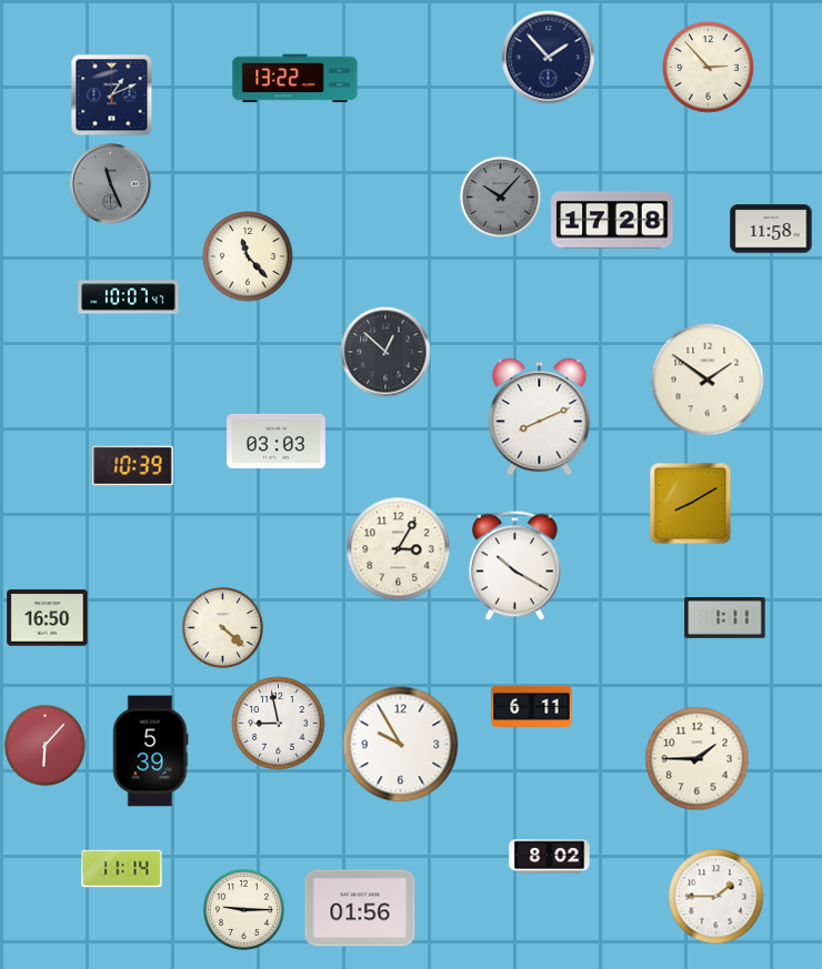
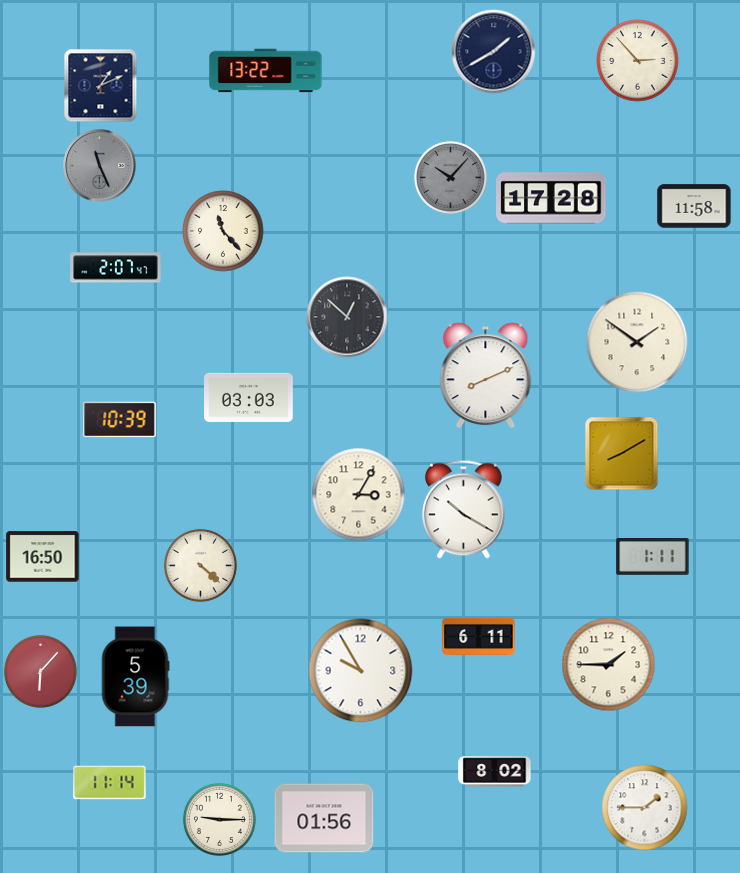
clock at (549, 58): 1:53 -> 1:40
clock at (129, 297): 10:07 -> 2:07
clock at (279, 724): 8:58 -> none
clock at (698, 759) position: (698, 759) -> (609, 665)
